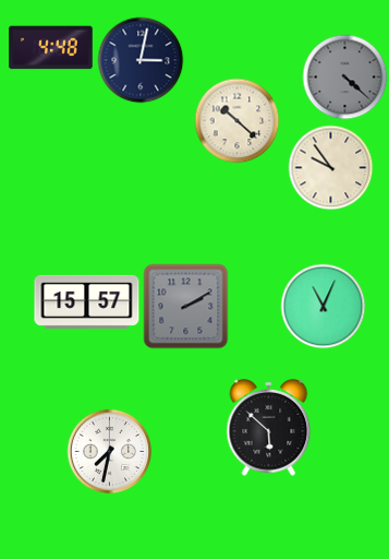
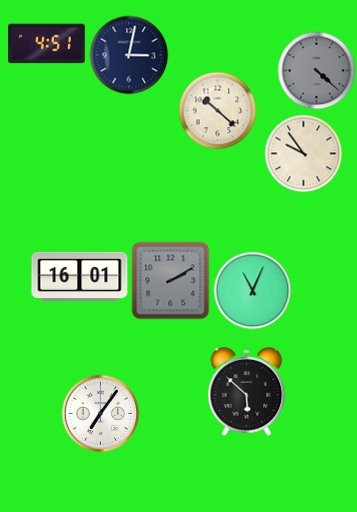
clock at (51, 48): 4:48 -> 4:51
clock at (87, 301): 15:57 -> 16:01
clock at (323, 306) position: (323, 306) -> (252, 290)
clock at (109, 451): 7:32 -> 7:06
